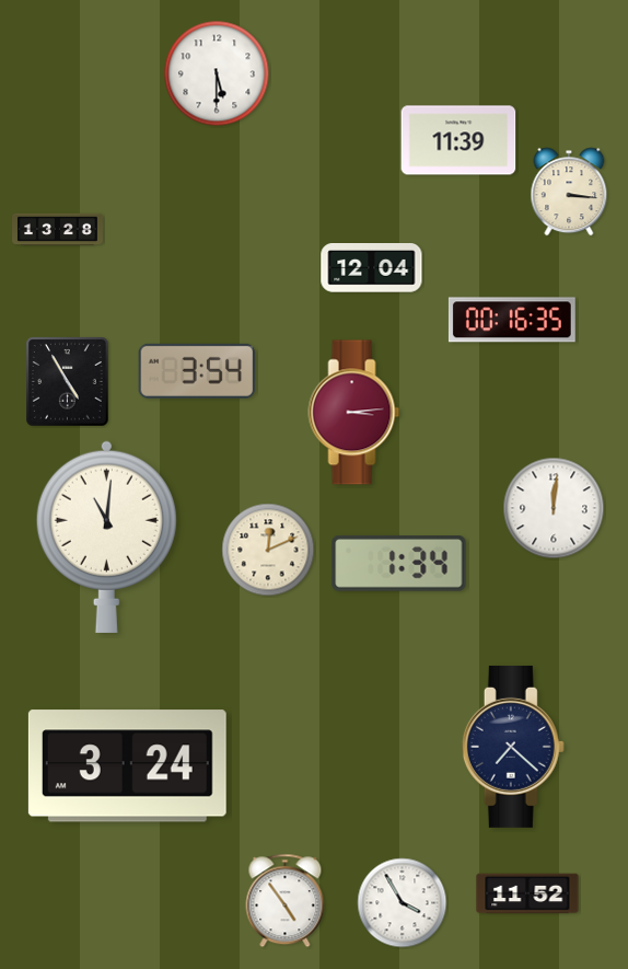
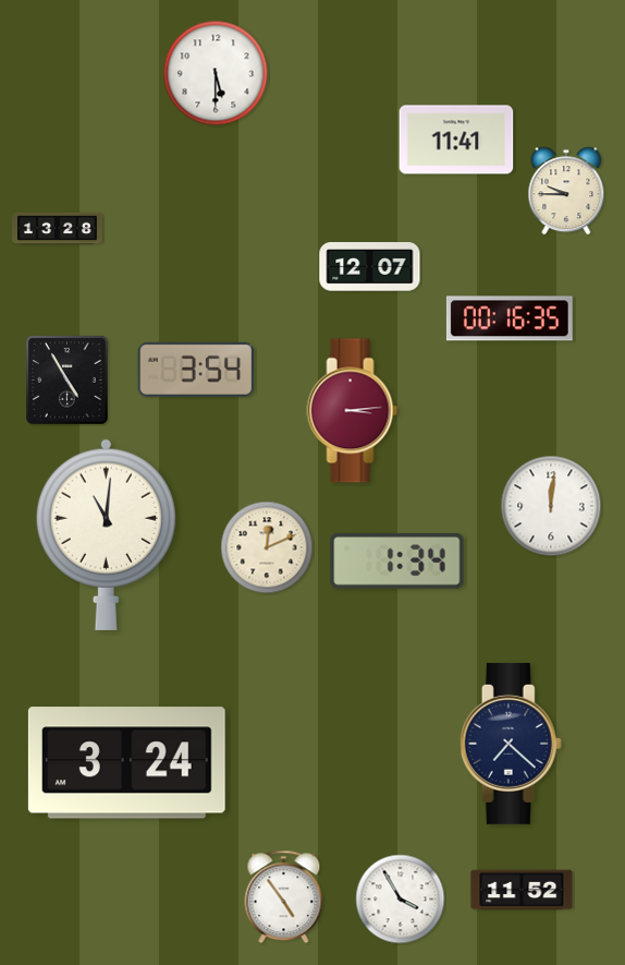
clock at (458, 140): 11:39 -> 11:41
clock at (569, 192): 3:16 -> 9:45
clock at (372, 268): 12:04 -> 12:07
clock at (527, 893) position: (527, 893) -> (522, 890)
